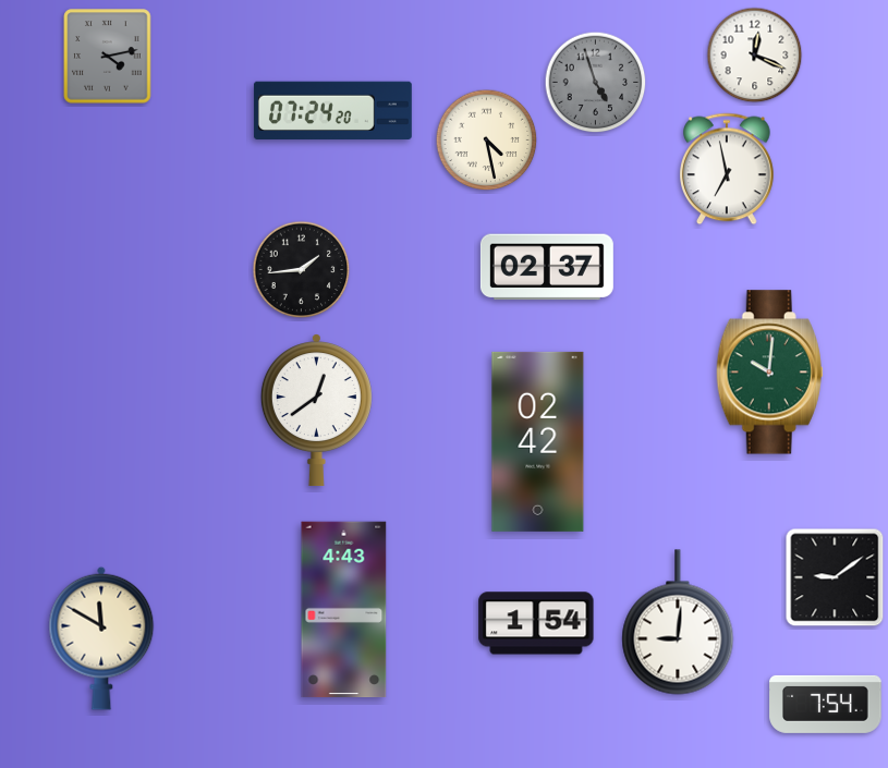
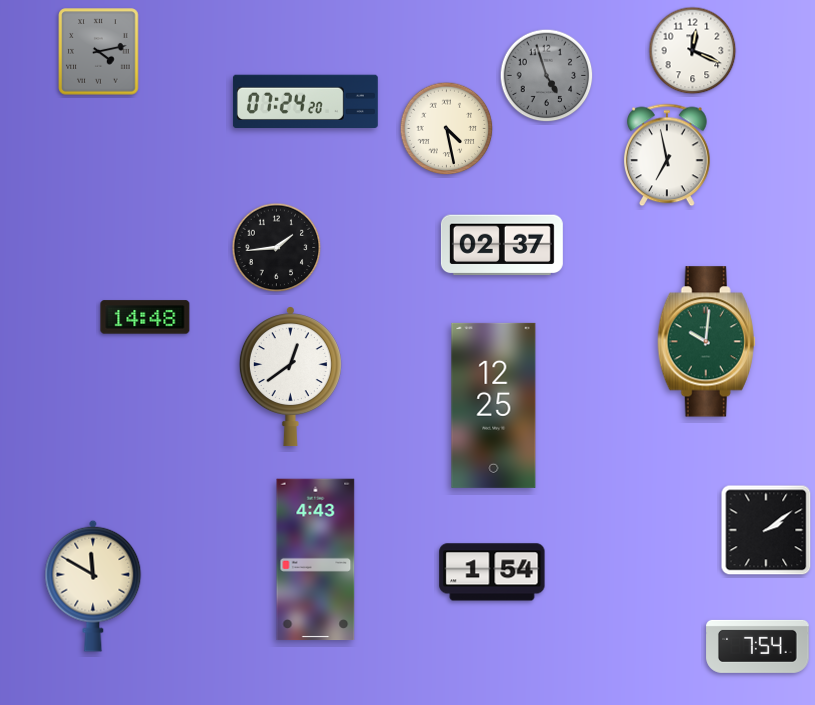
clock at (145, 317): none -> 14:48
clock at (538, 441): 02:42 -> 12:25
clock at (835, 577): 9:09 -> 2:09
clock at (678, 622): 9:01 -> none
